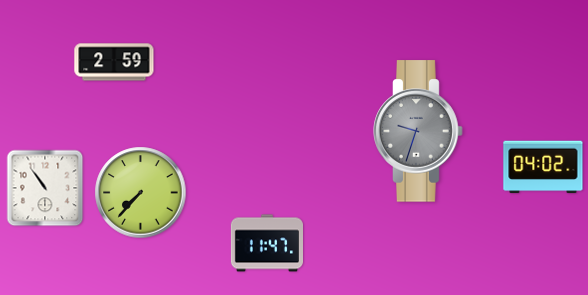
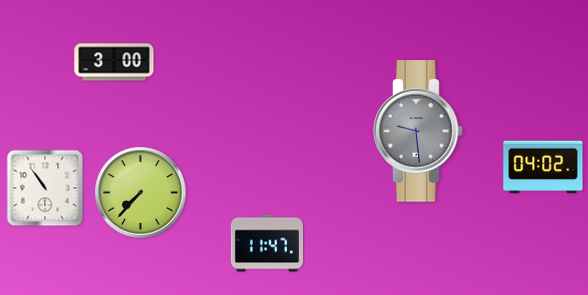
clock at (114, 62): 2:59 -> 3:00
clock at (418, 131): 9:33 -> 9:29
